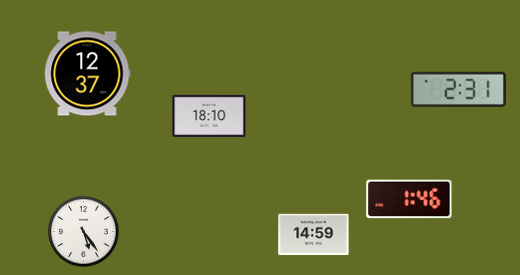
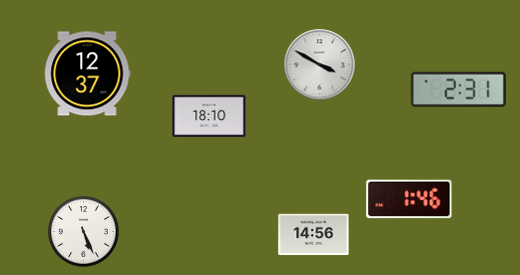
clock at (320, 65): none -> 3:50
clock at (84, 232): 5:24 -> 5:26
clock at (314, 235): 14:59 -> 14:56
